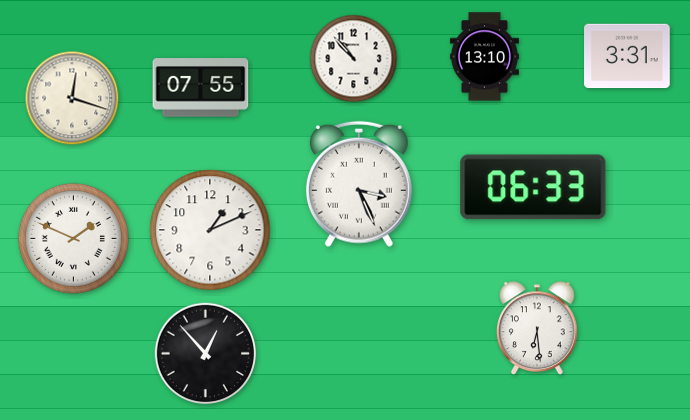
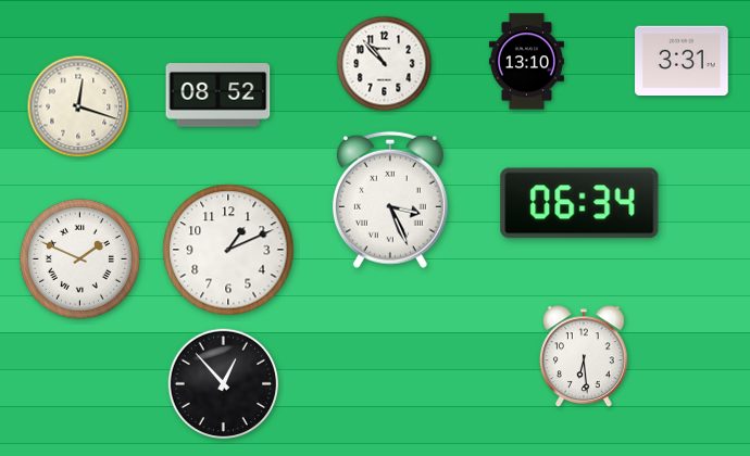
clock at (201, 88): 07:55 -> 08:52
clock at (533, 187): 06:33 -> 06:34
